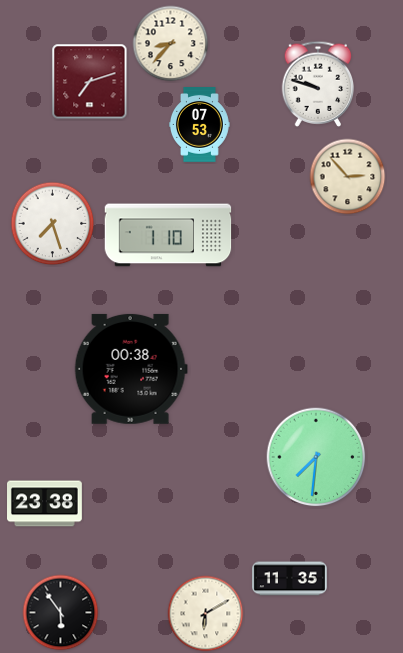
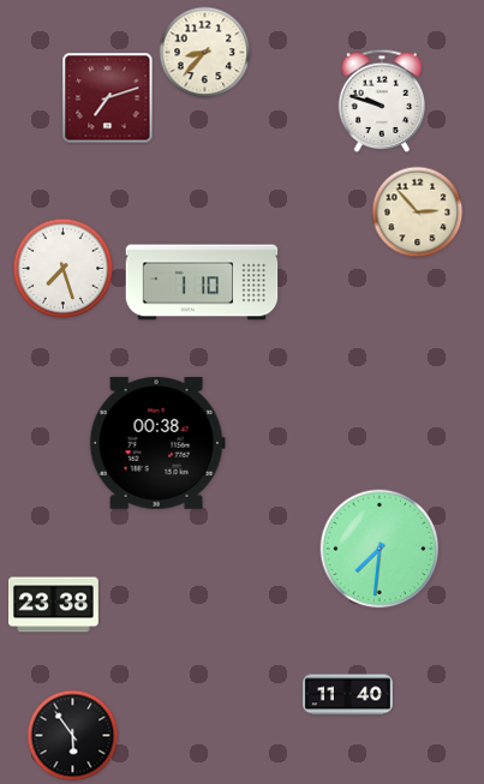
clock at (199, 125): 07:53 -> none
clock at (290, 579): 11:35 -> 11:40
clock at (206, 614): 6:10 -> none
